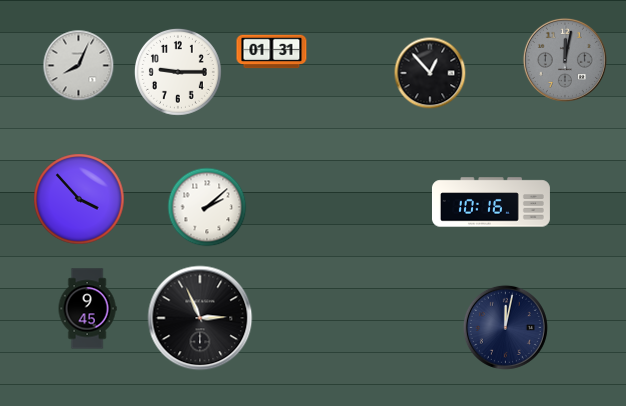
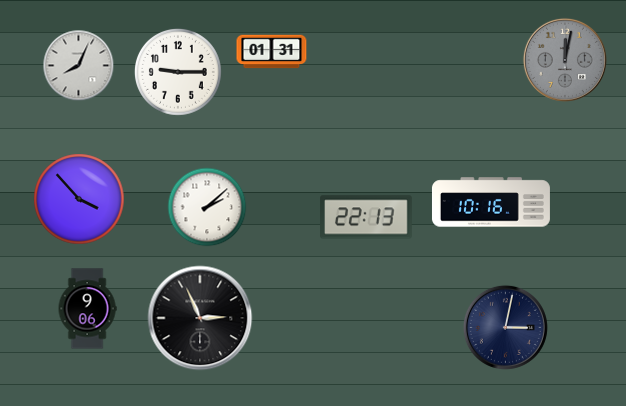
clock at (430, 73): 12:53 -> none
clock at (366, 217): none -> 22:13
clock at (87, 309): 9:45 -> 9:06
clock at (505, 327): 12:02 -> 3:02
